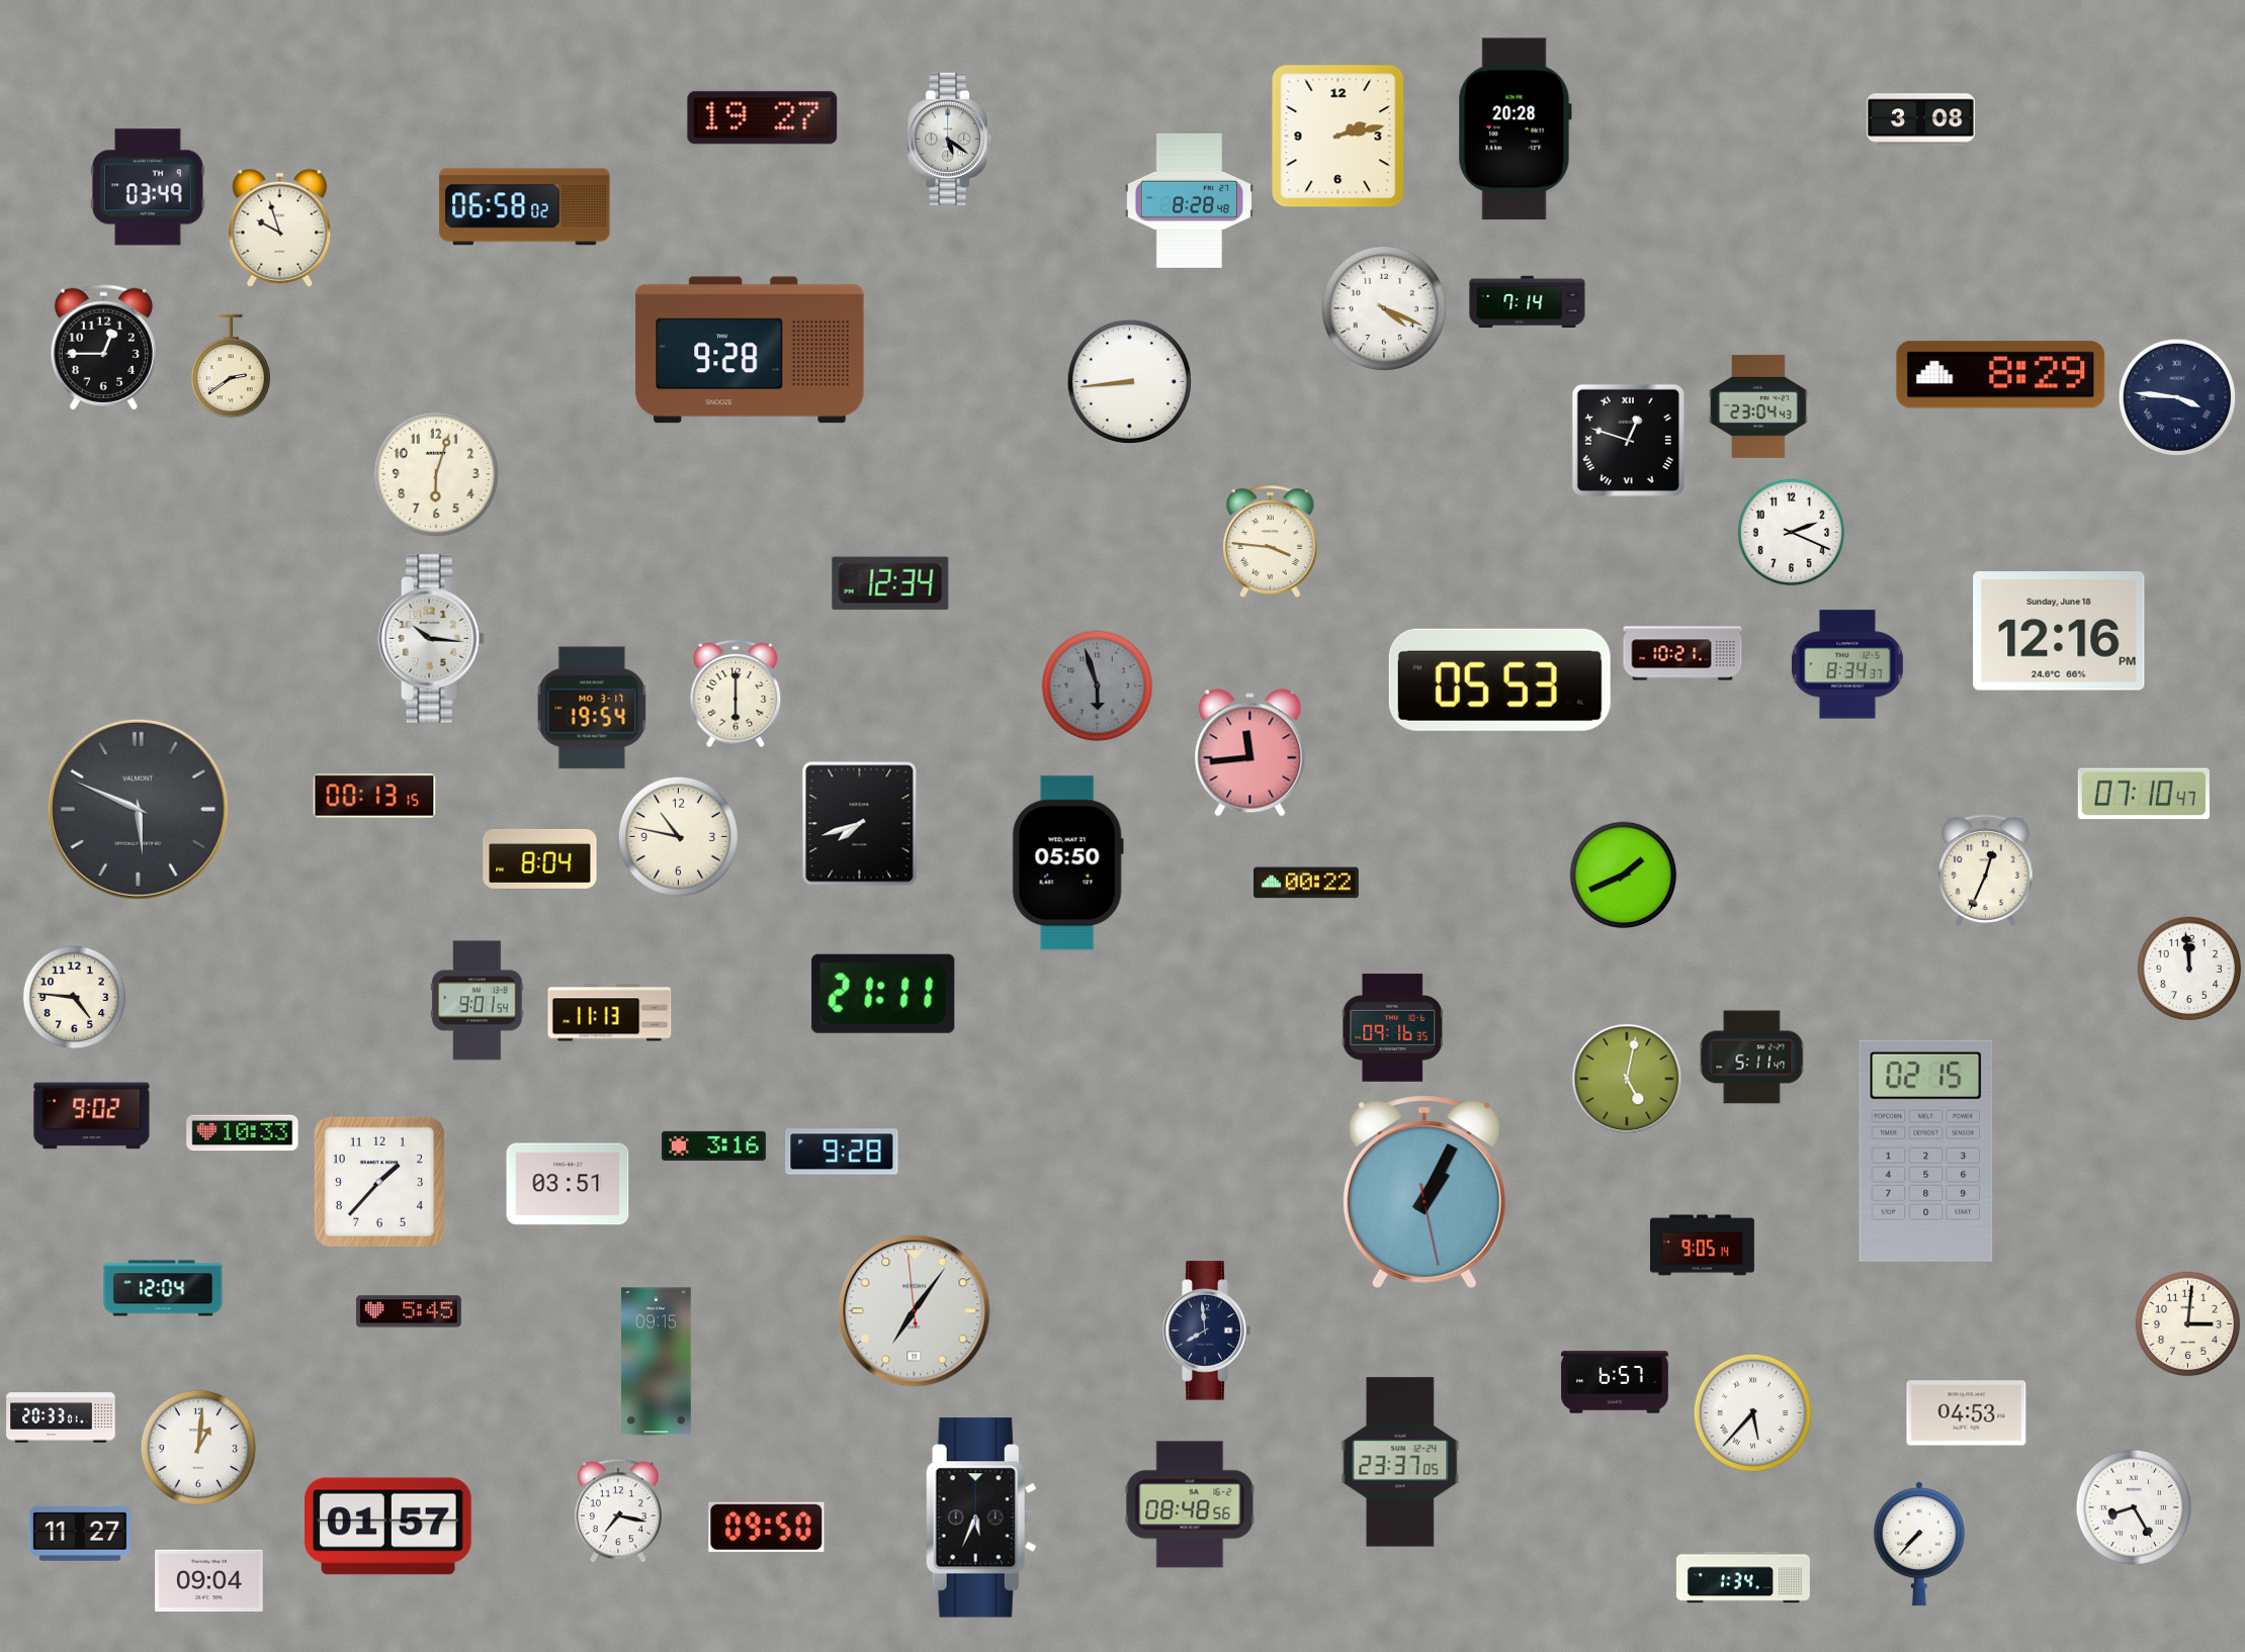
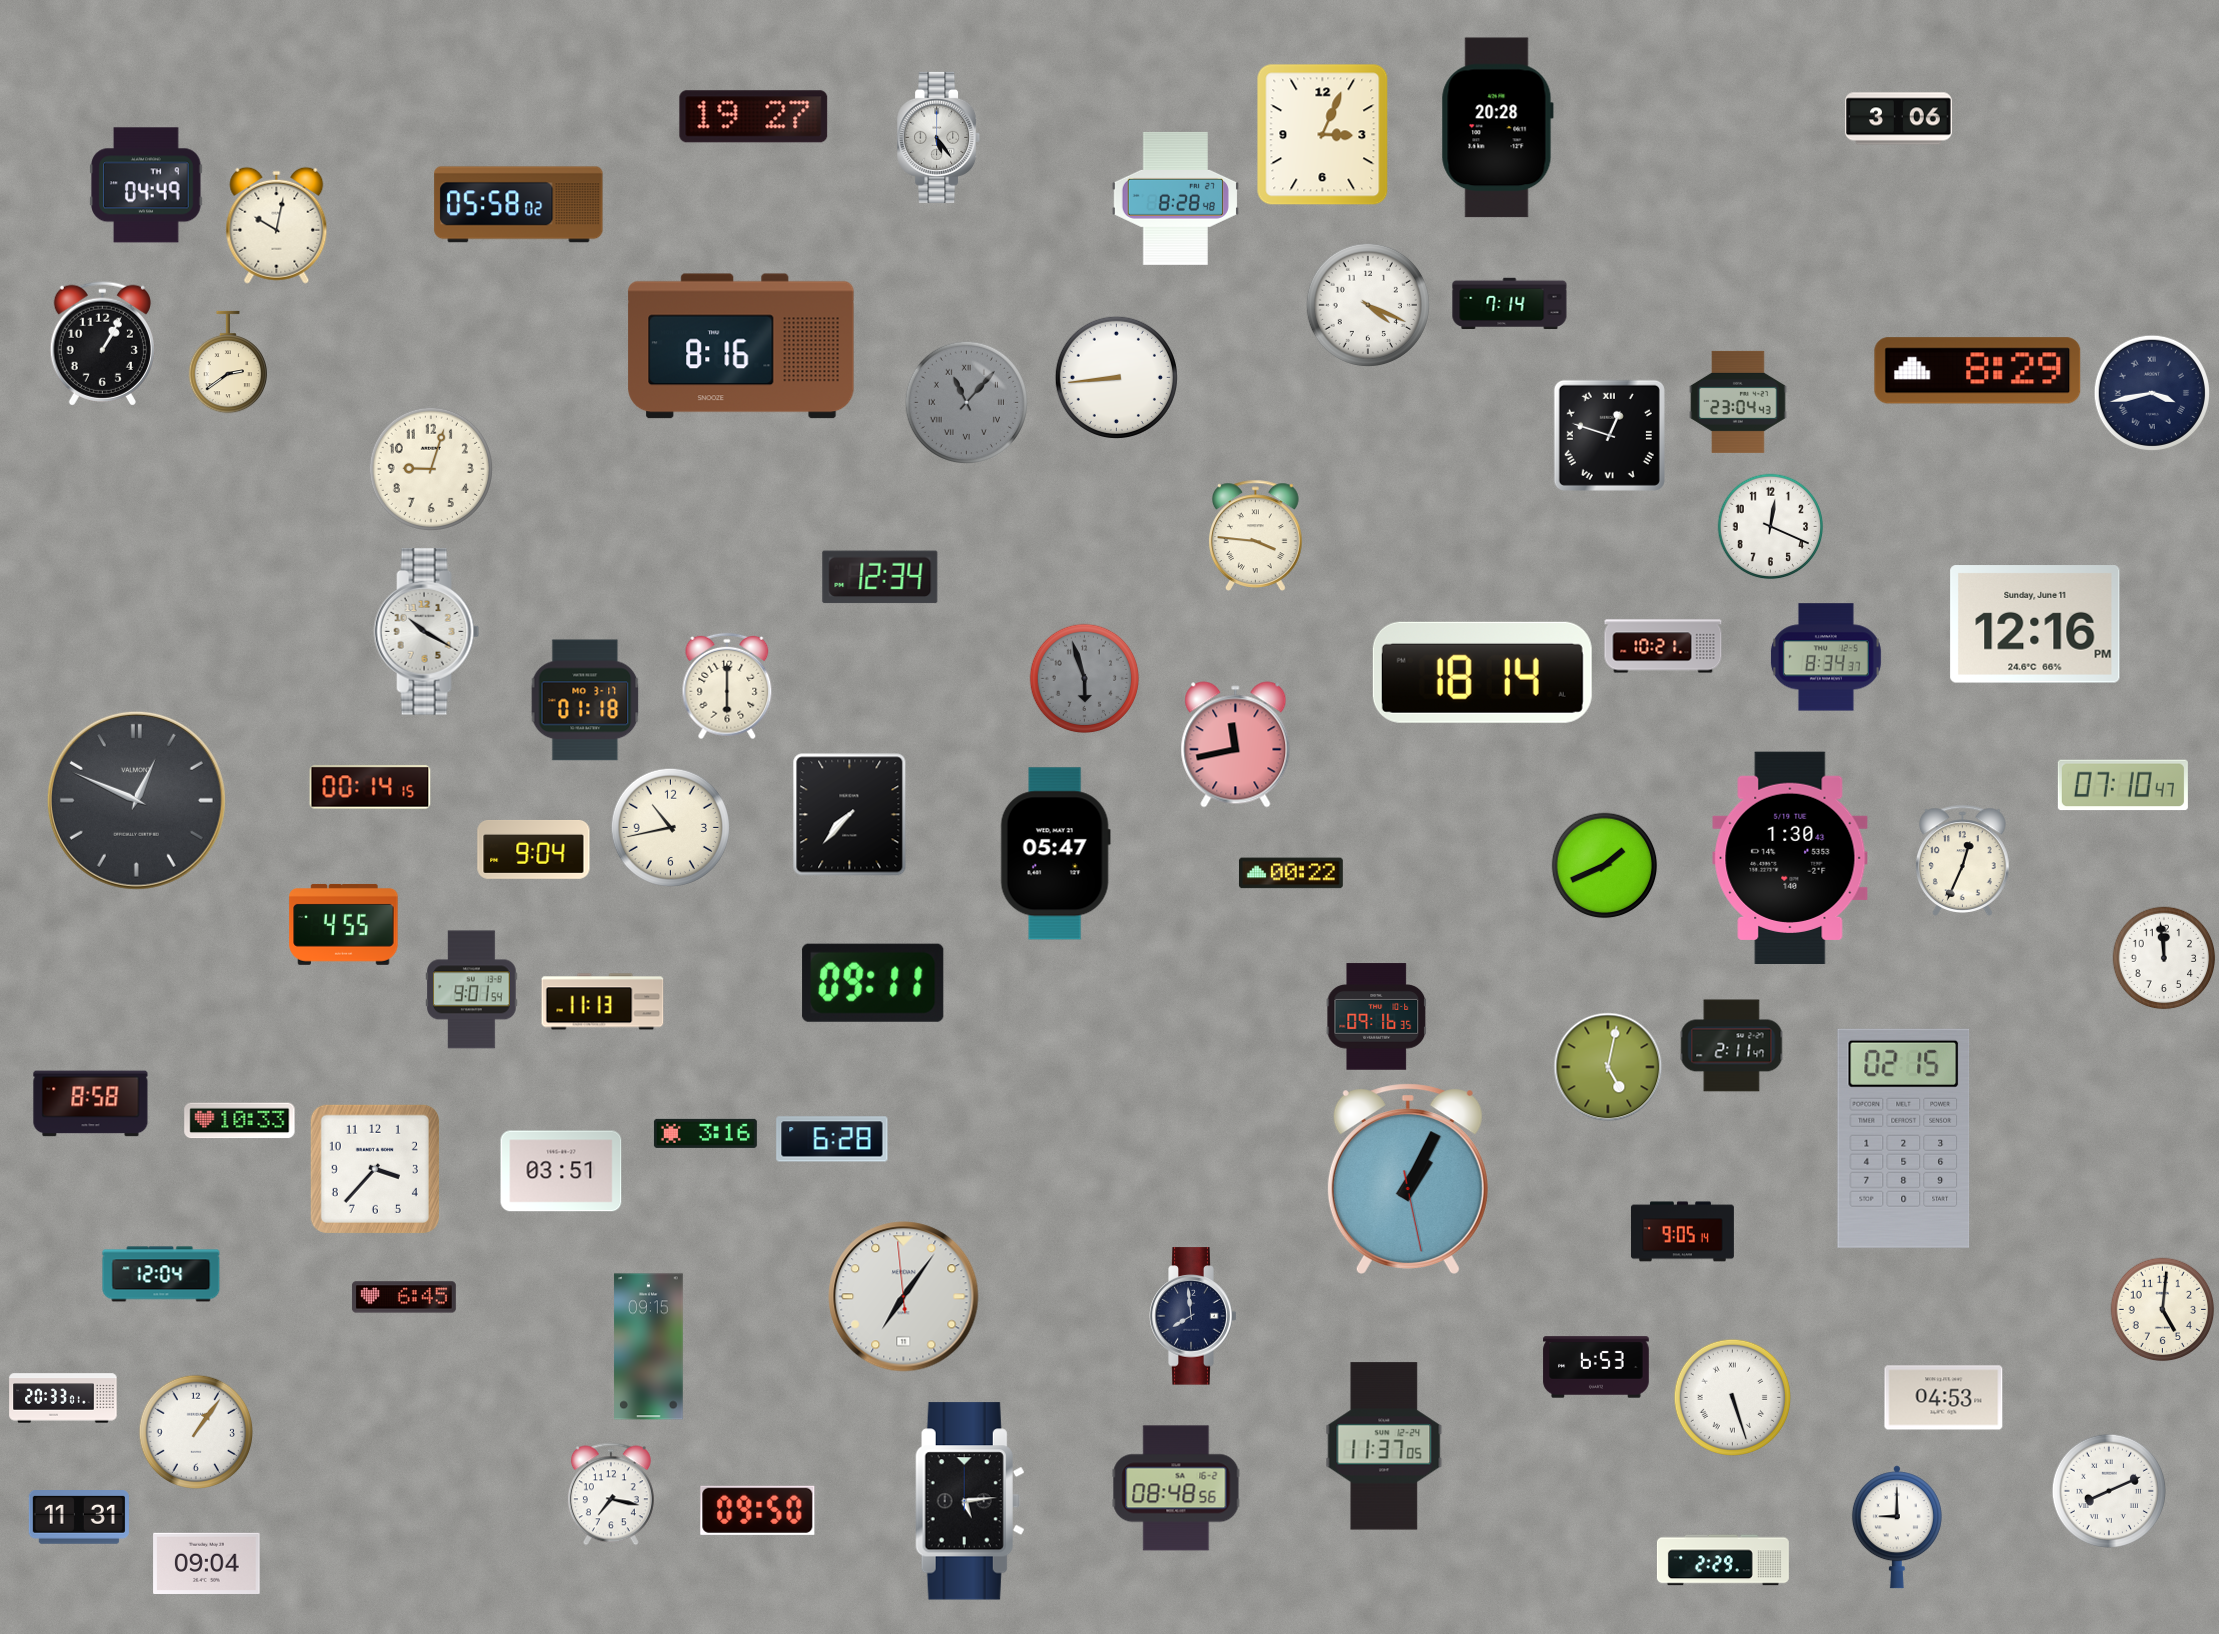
clock at (1921, 120): 3:08 -> 3:06
clock at (1339, 136): 2:13 -> 3:04
clock at (950, 139): 5:21 -> 5:24
clock at (148, 187): 03:49 -> 04:49
clock at (525, 207): 06:58 -> 05:58
clock at (280, 227): 9:57 -> 10:02
clock at (1528, 302) position: (1528, 302) -> (1510, 304)
clock at (103, 347): 12:45 -> 1:05
clock at (750, 350): 9:28 -> 8:16
clock at (2176, 396): 3:46 -> 3:43
clock at (966, 402): none -> 11:07
clock at (436, 474): 6:03 -> 9:03
clock at (1792, 533): 2:19 -> 12:19
clock at (2059, 631) date: Sunday, June 18 -> Sunday, June 11
clock at (432, 639): 10:16 -> 10:20
clock at (1499, 679): 05:53 -> 18:14
clock at (592, 708): 19:54 -> 01:18
clock at (1250, 753): 11:44 -> 11:43
clock at (2144, 794) position: (2144, 794) -> (2123, 785)
clock at (374, 796): 00:13 -> 00:14
clock at (138, 809): 5:49 -> 12:49
clock at (860, 824): 7:42 -> 7:37
clock at (678, 836): 10:47 -> 10:43
clock at (540, 858): 8:04 -> 9:04
clock at (1067, 863): 05:50 -> 05:47
clock at (1790, 857): none -> 1:30
clock at (344, 924): none -> 4:55
clock at (883, 994): 21:11 -> 09:11
clock at (75, 998): 4:46 -> none
clock at (1752, 1058): 5:11 -> 2:11
clock at (92, 1116): 9:02 -> 8:58
clock at (842, 1152): 9:28 -> 6:28
clock at (379, 1182): 1:37 -> 3:37
clock at (409, 1311): 5:45 -> 6:45
clock at (2188, 1324): 3:01 -> 5:01
clock at (1615, 1382): 6:57 -> 6:53
clock at (1752, 1412): 5:37 -> 5:27
clock at (61, 1417) position: (61, 1417) -> (63, 1398)
clock at (197, 1447): 1:01 -> 1:06
clock at (1400, 1462): 23:37 -> 11:37
clock at (2133, 1506): 8:25 -> 8:11
clock at (981, 1518): 5:34 -> 5:14
clock at (388, 1527): 01:57 -> none
clock at (80, 1535): 11:27 -> 11:31
clock at (1919, 1544): 7:37 -> 9:00
clock at (1743, 1577): 1:34 -> 2:29
